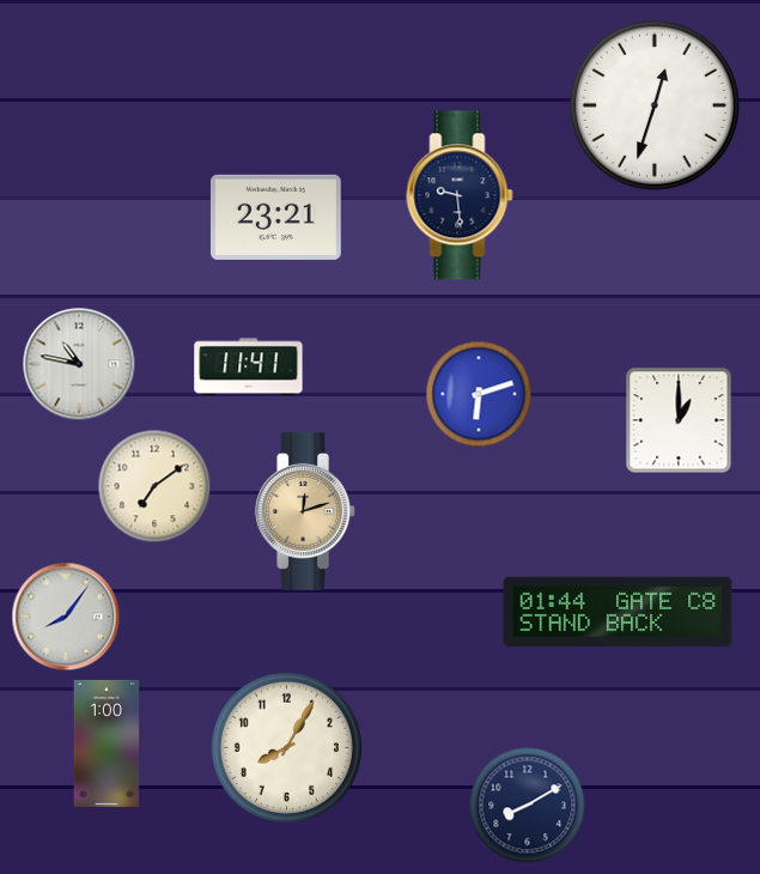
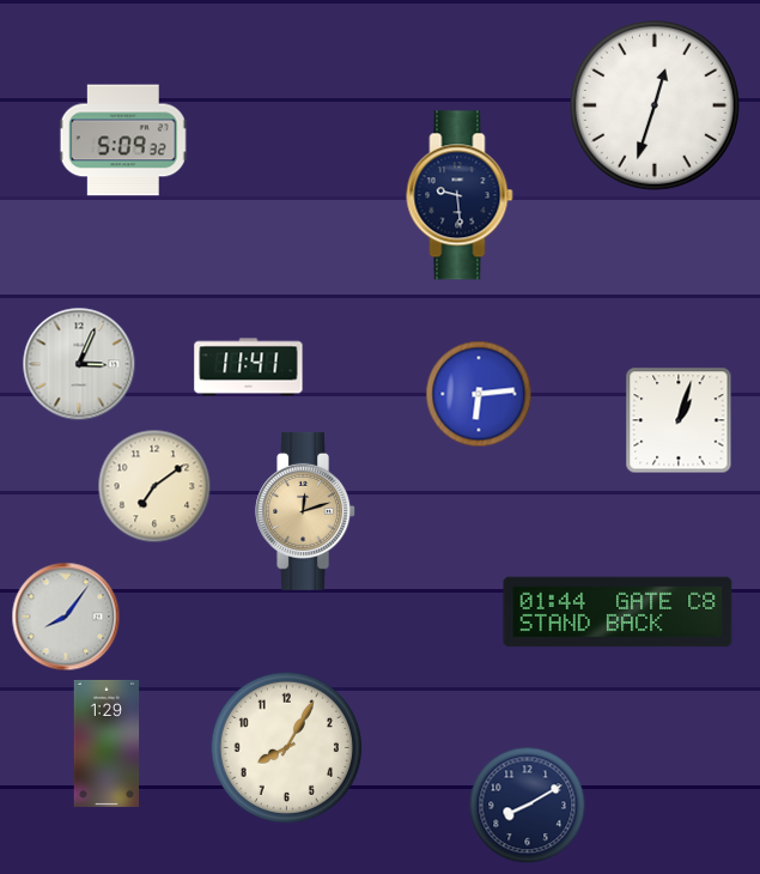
clock at (123, 140): none -> 5:09
clock at (275, 217): 23:21 -> none
clock at (79, 364): 10:47 -> 3:04
clock at (479, 394): 6:12 -> 6:14
clock at (679, 420): 1:00 -> 1:03
clock at (107, 743): 1:00 -> 1:29
